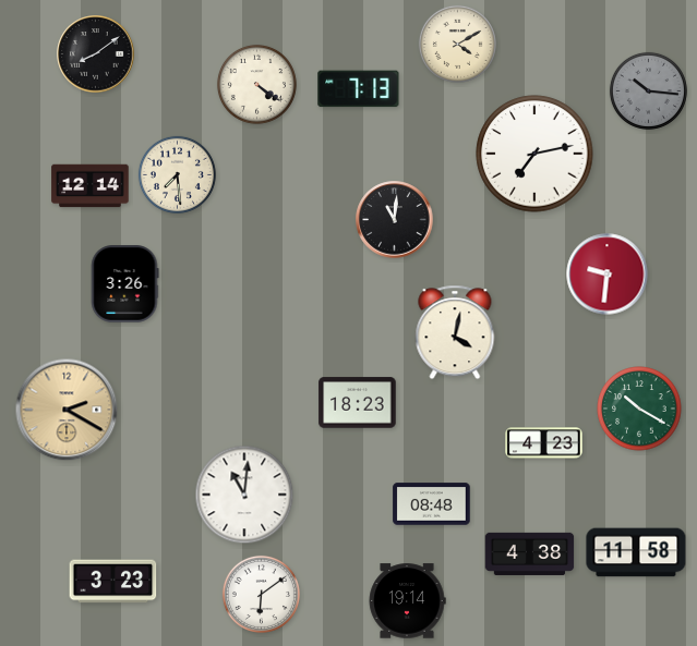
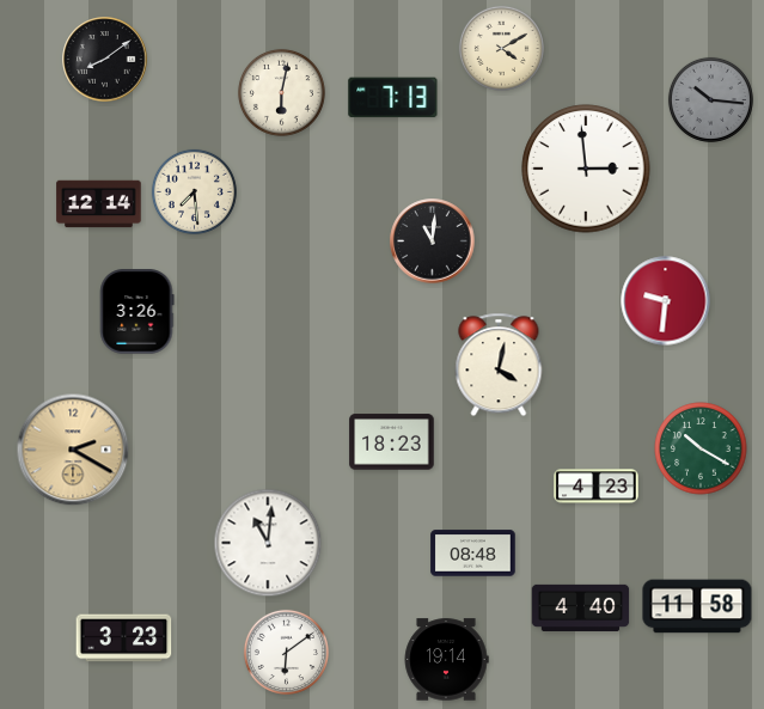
clock at (256, 84): 4:21 -> 6:02
clock at (534, 154): 7:13 -> 2:59
clock at (530, 553): 4:38 -> 4:40
